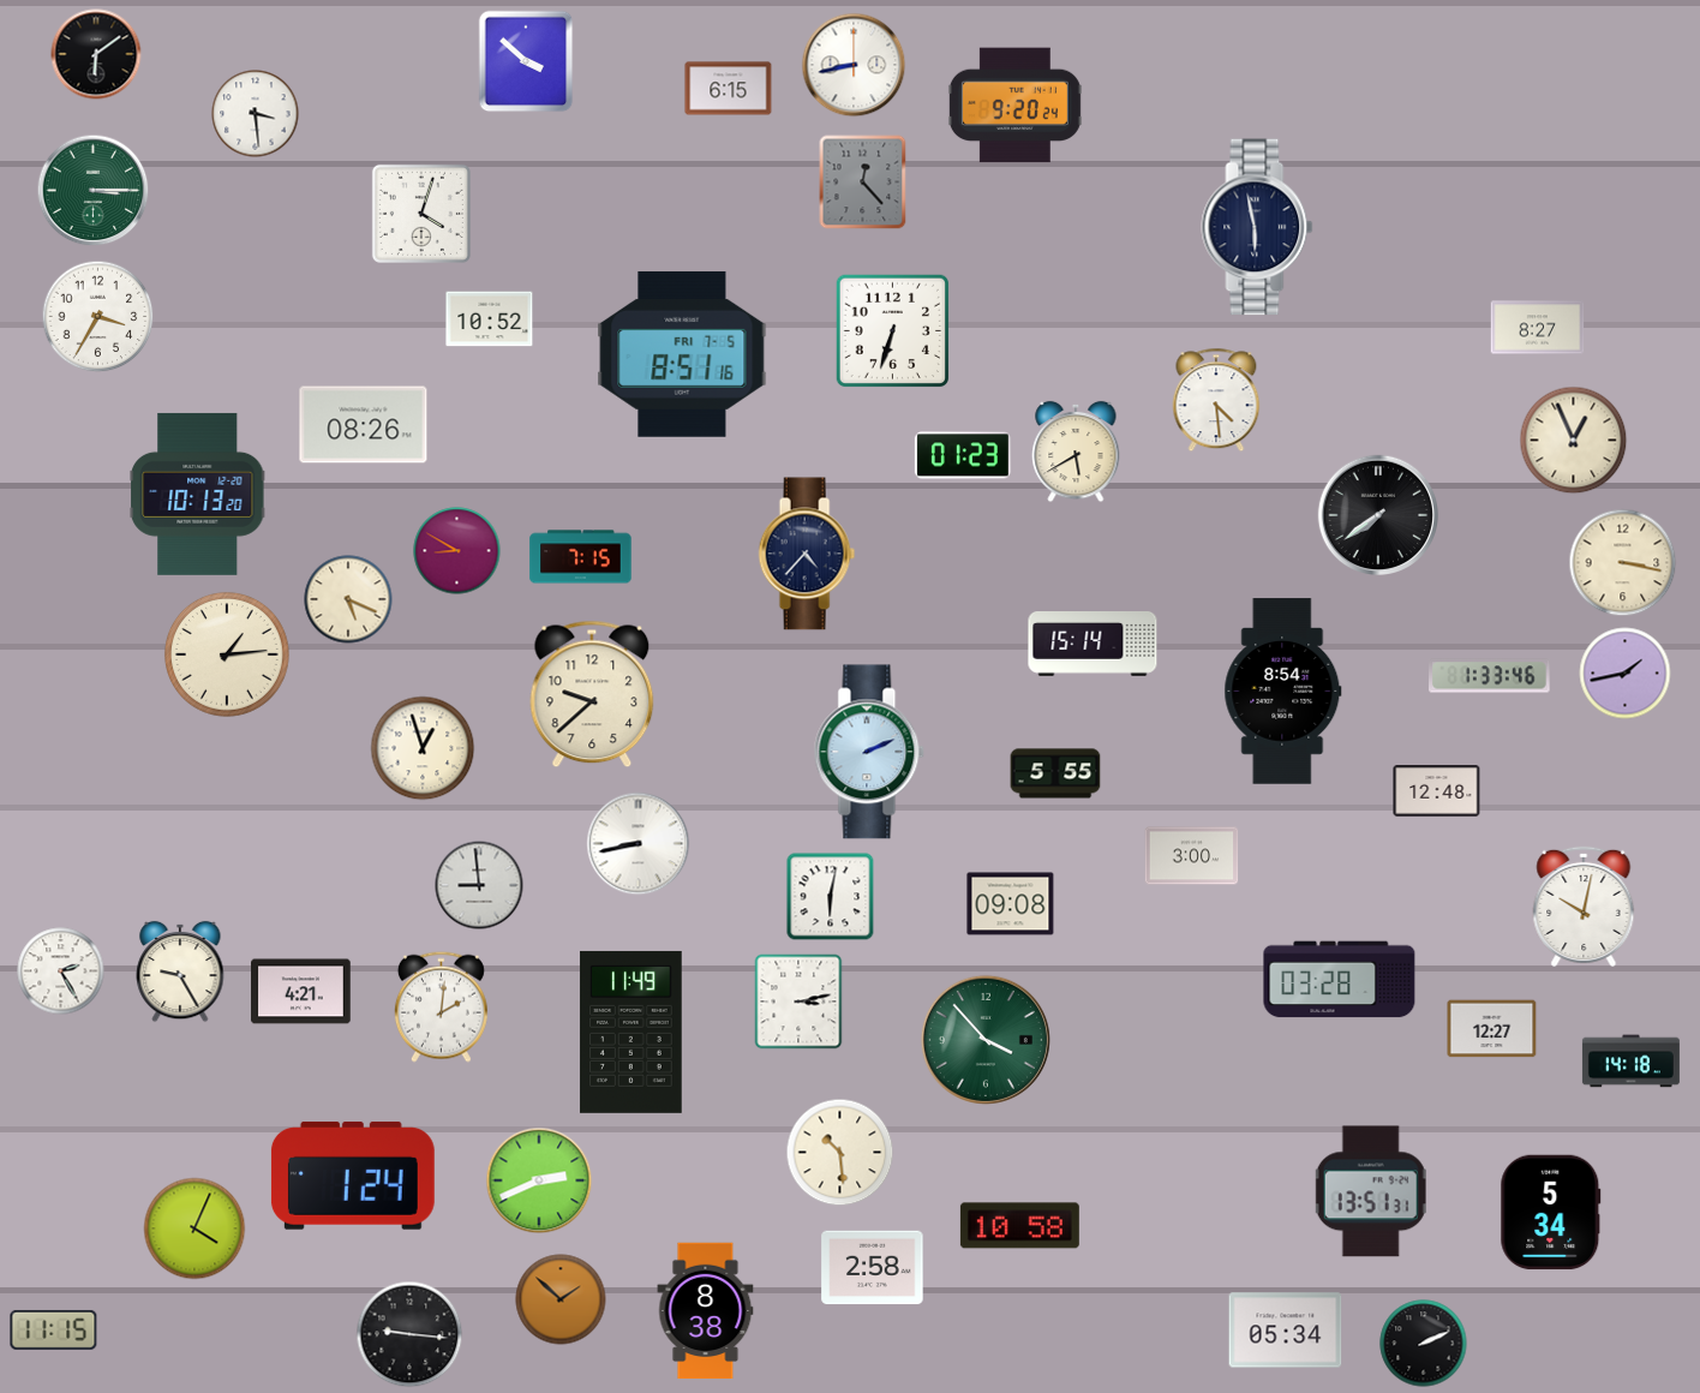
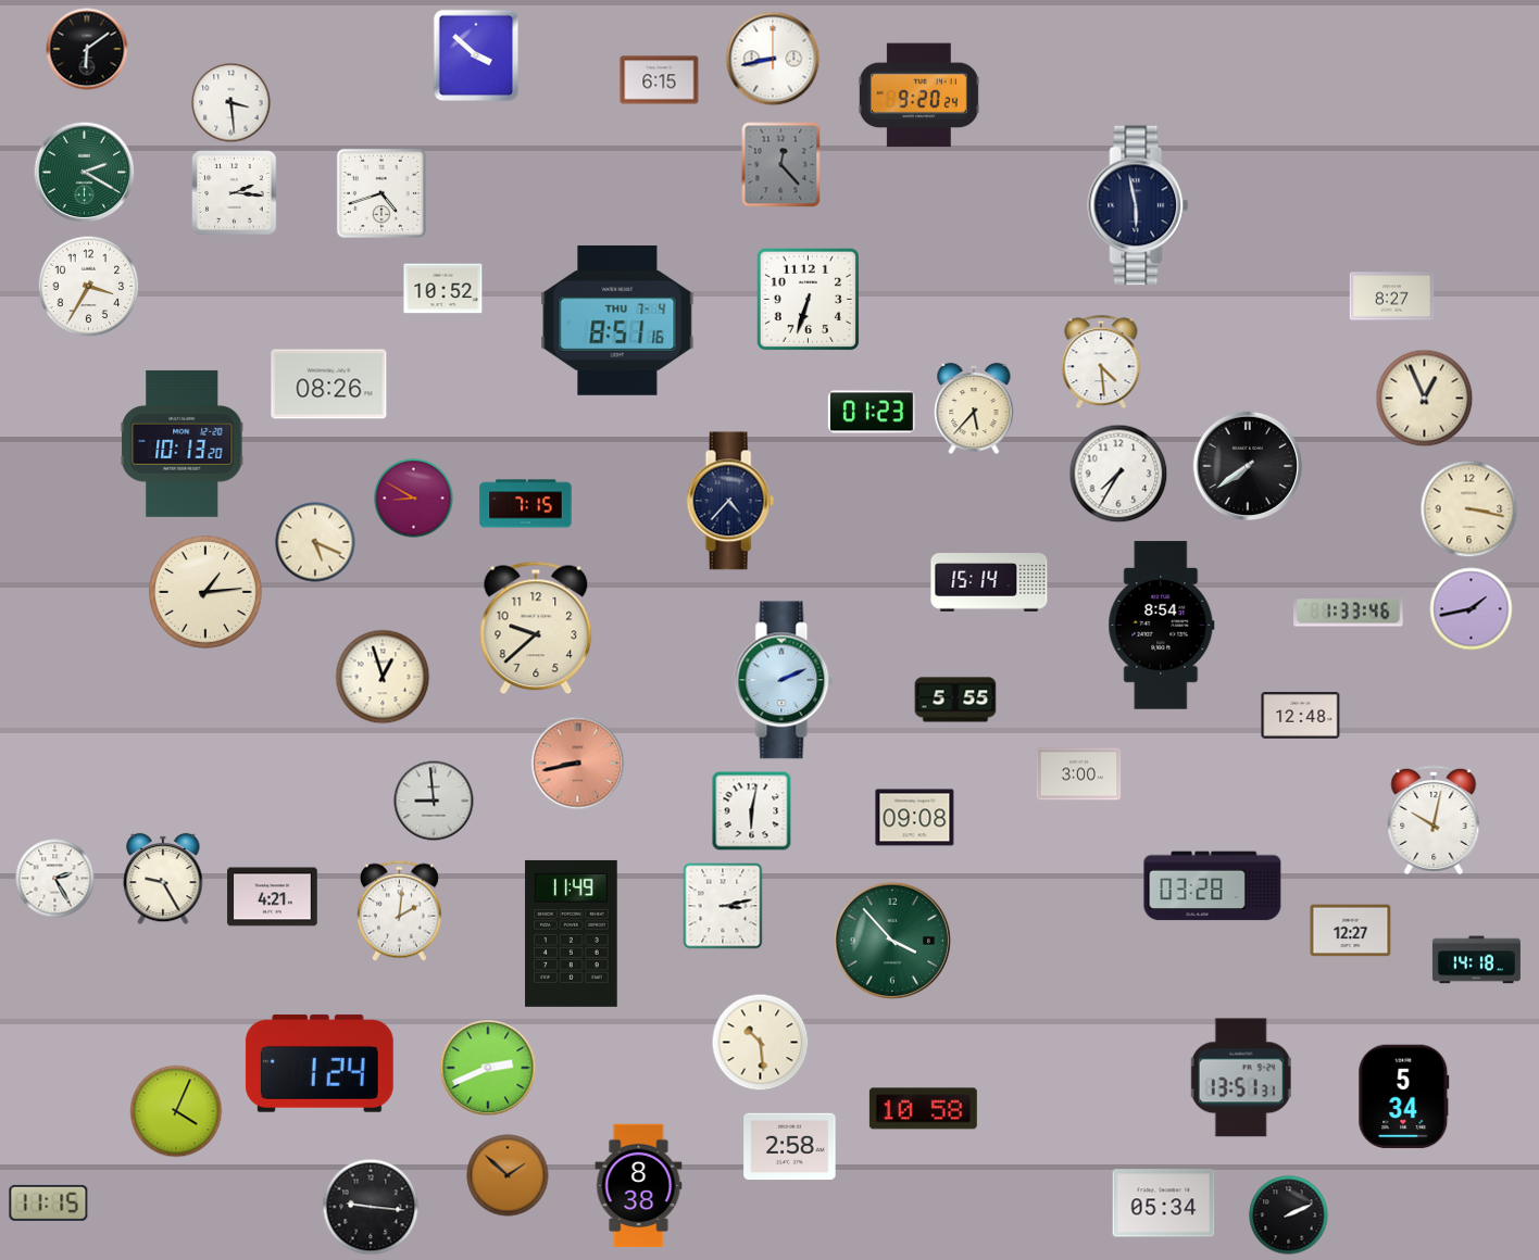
clock at (94, 191): 3:15 -> 2:20
clock at (235, 193): none -> 2:16
clock at (421, 214): 4:03 -> 4:42
clock at (682, 354) date: FRI 7-5 -> THU 7-4
clock at (1076, 452): 5:40 -> 5:37
clock at (198, 494) position: (198, 494) -> (183, 443)
clock at (1118, 474): none -> 7:35
clock at (869, 752) position: (869, 752) -> (784, 680)
clock at (639, 844) dial: white -> salmon
